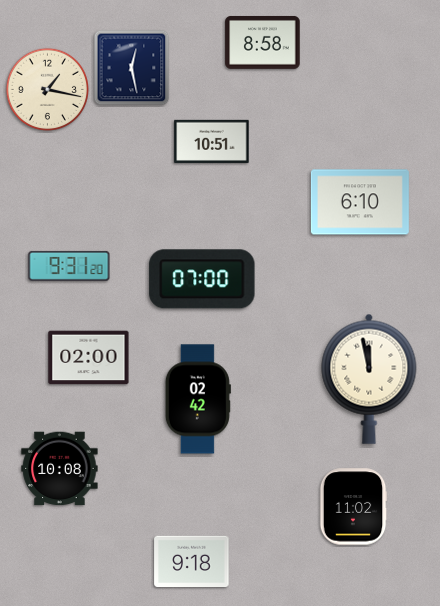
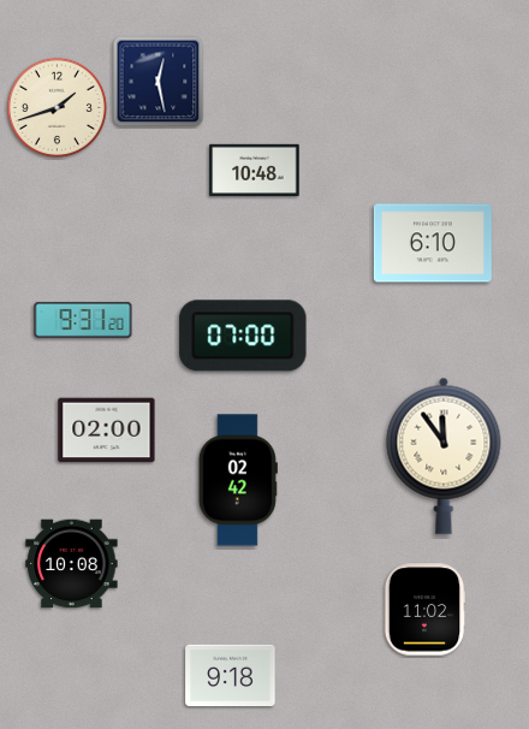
clock at (263, 43): 8:58 -> none
clock at (48, 90): 1:17 -> 1:42
clock at (212, 141): 10:51 -> 10:48
clock at (369, 379): 11:58 -> 11:54
